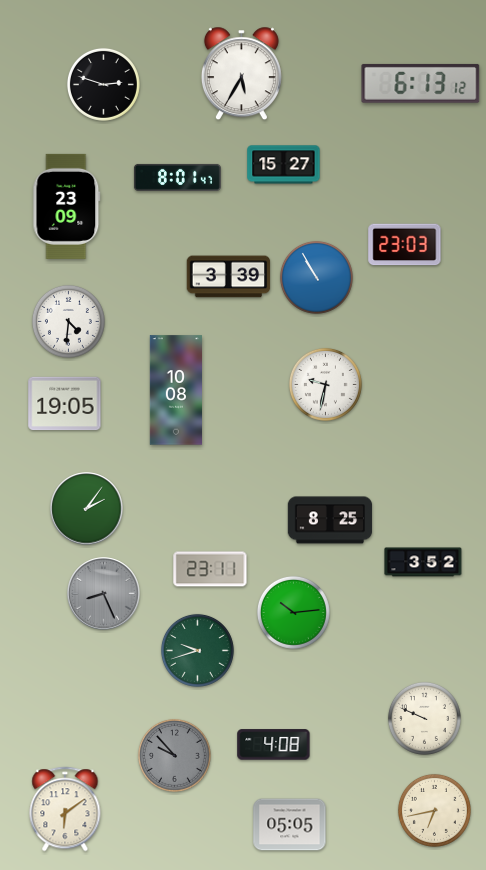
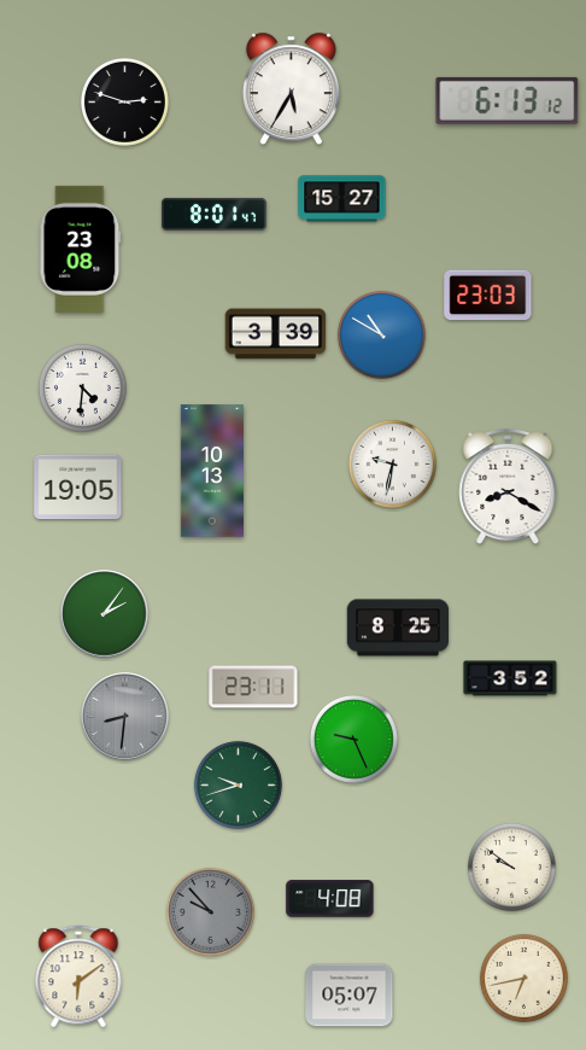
clock at (67, 206): 23:09 -> 23:08
clock at (316, 277): 10:55 -> 10:50
clock at (175, 390): 10:08 -> 10:13
clock at (508, 486): none -> 8:20
clock at (104, 594): 8:26 -> 8:31
clock at (293, 612): 10:14 -> 9:26
clock at (424, 718): 9:49 -> 9:51
clock at (290, 825): 05:05 -> 05:07
